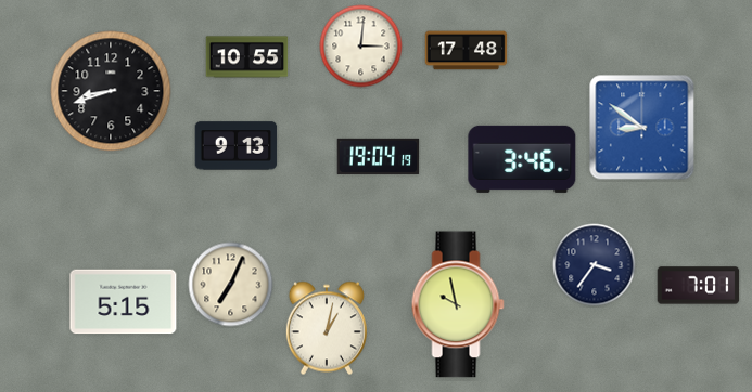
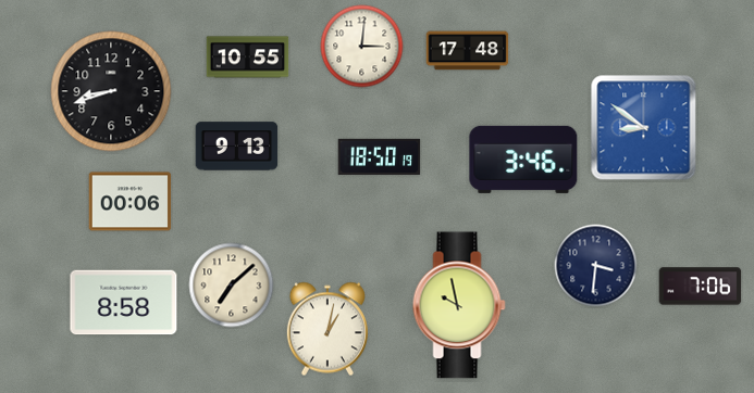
clock at (379, 156): 19:04 -> 18:50
clock at (131, 202): none -> 00:06
clock at (595, 265): 3:36 -> 3:31
clock at (231, 285): 7:04 -> 7:08
clock at (699, 286): 7:01 -> 7:06
clock at (124, 302): 5:15 -> 8:58
